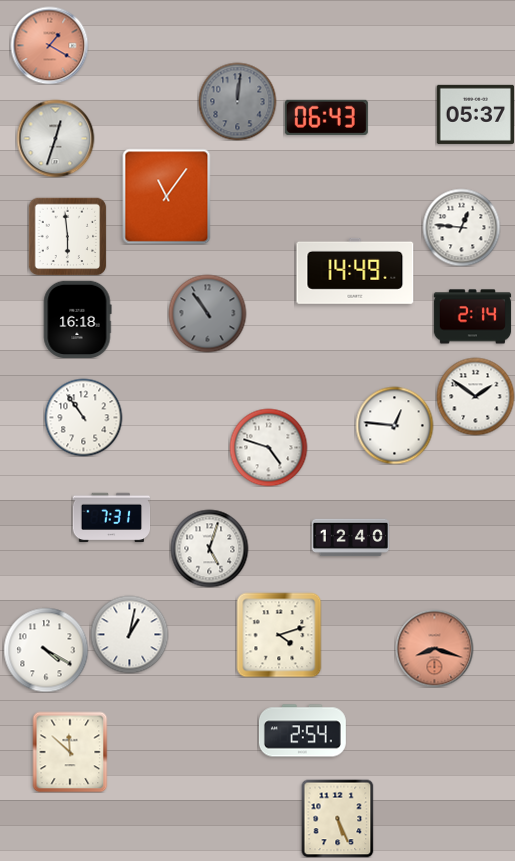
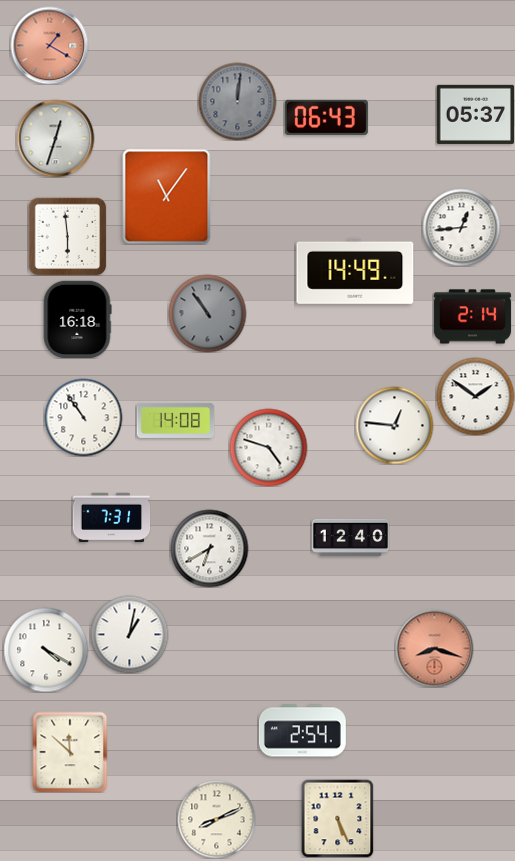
clock at (461, 227): 12:46 -> 12:44
clock at (175, 420): none -> 14:08
clock at (209, 548): 5:03 -> 6:40
clock at (279, 635): 4:12 -> none
clock at (216, 819): none -> 8:11
